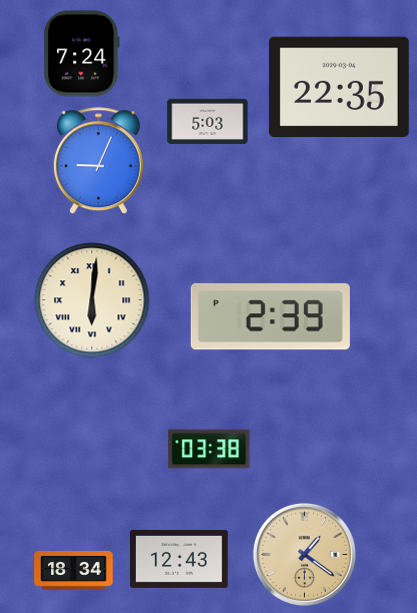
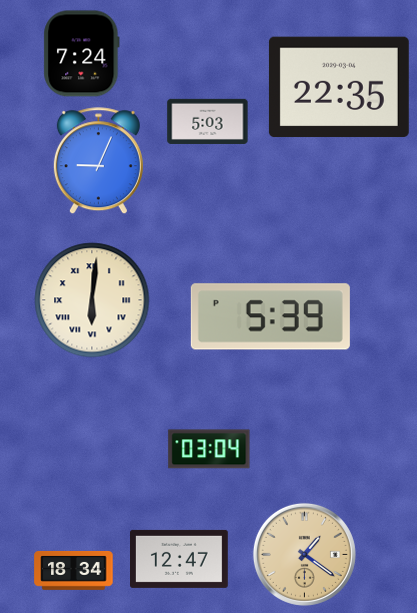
clock at (270, 317): 2:39 -> 5:39
clock at (209, 449): 03:38 -> 03:04
clock at (180, 559): 12:43 -> 12:47
